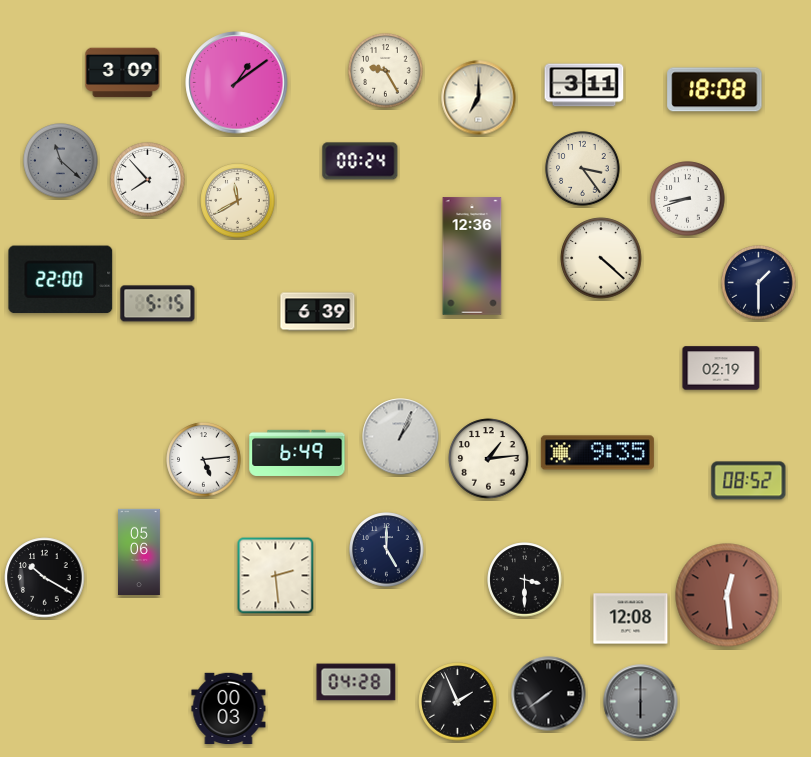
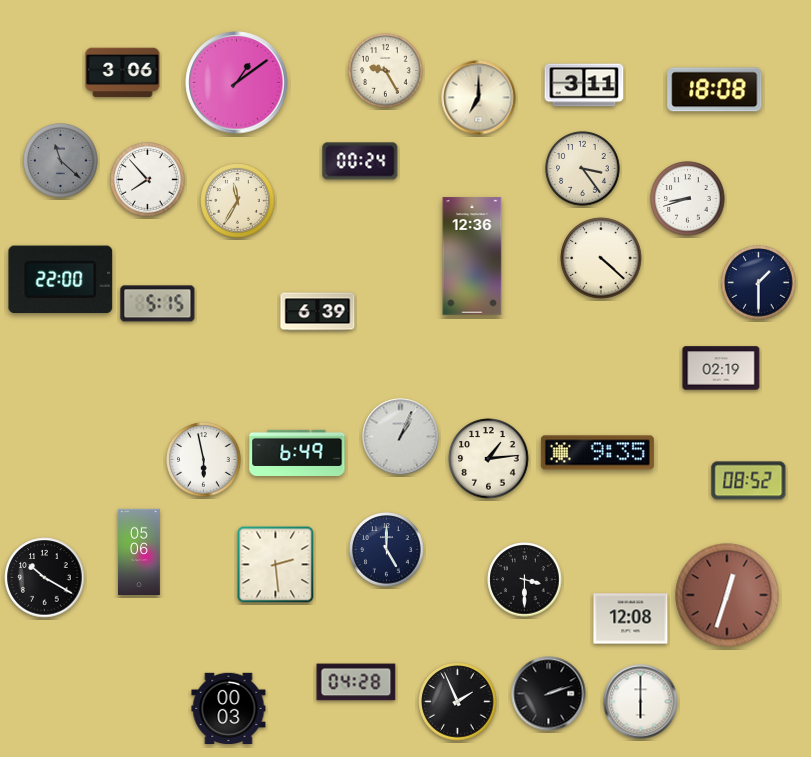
clock at (123, 73): 3:09 -> 3:06
clock at (238, 201): 11:40 -> 11:35
clock at (204, 460): 5:14 -> 5:58
clock at (276, 576) position: (276, 576) -> (276, 565)
clock at (727, 595): 12:29 -> 12:33
clock at (549, 694): 7:39 -> 2:12
clock at (641, 702) dial: grey -> white
